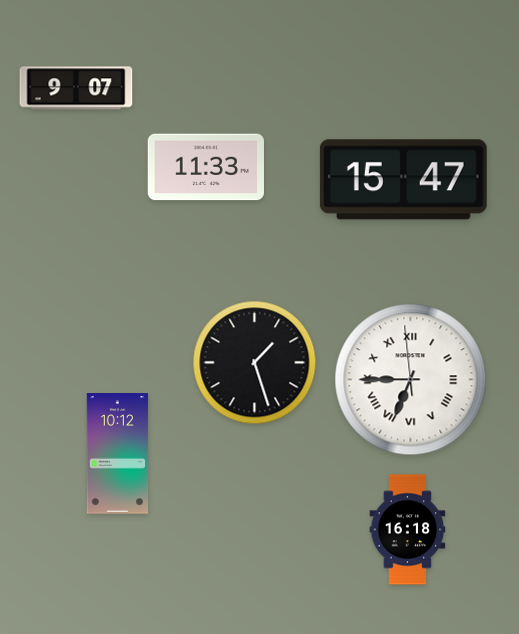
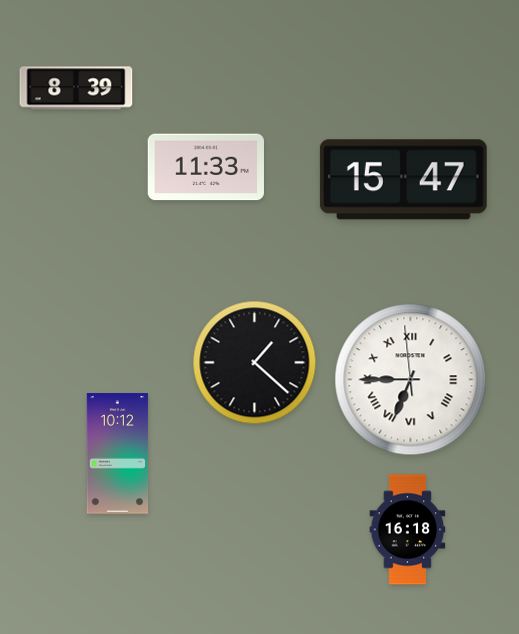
clock at (76, 88): 9:07 -> 8:39
clock at (255, 363): 1:27 -> 1:22
